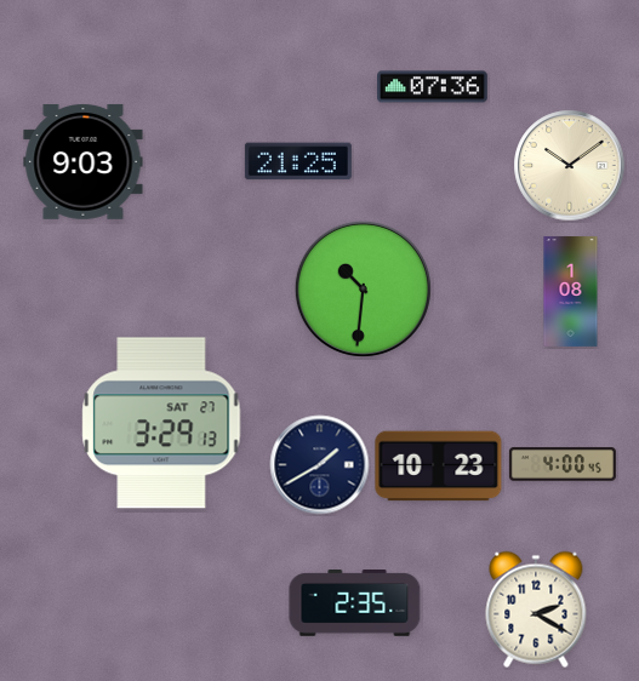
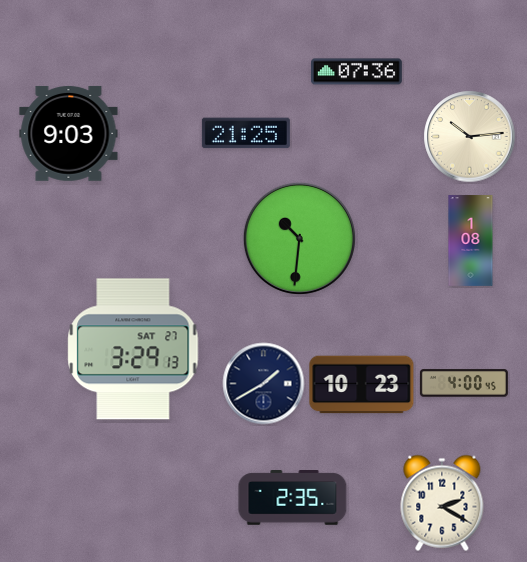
clock at (570, 166): 10:09 -> 10:14
